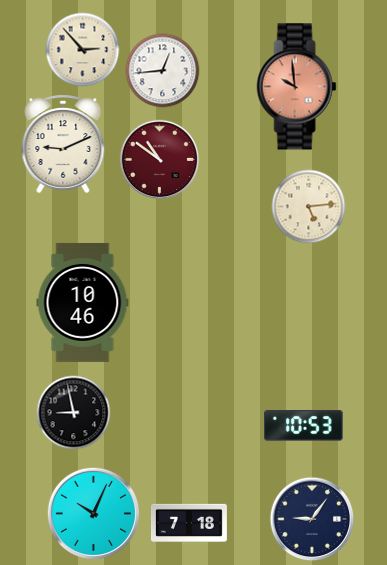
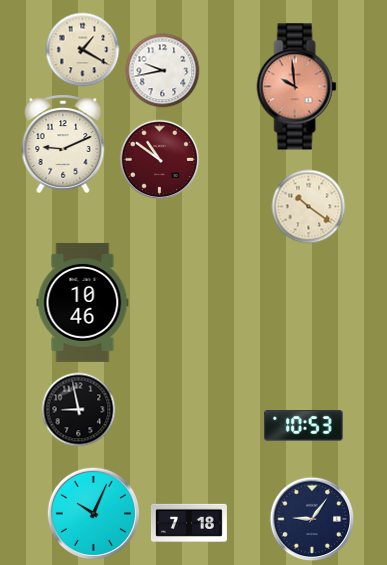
clock at (83, 50): 2:53 -> 1:20
clock at (163, 71): 12:44 -> 9:43
clock at (309, 207): 5:14 -> 10:21
clock at (74, 413) position: (74, 413) -> (79, 410)
